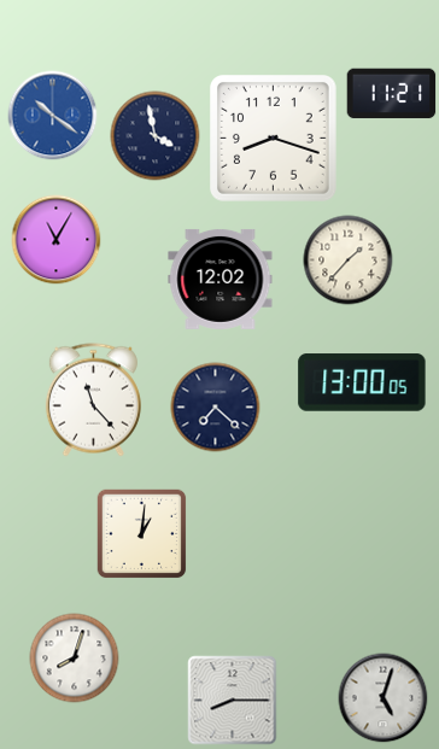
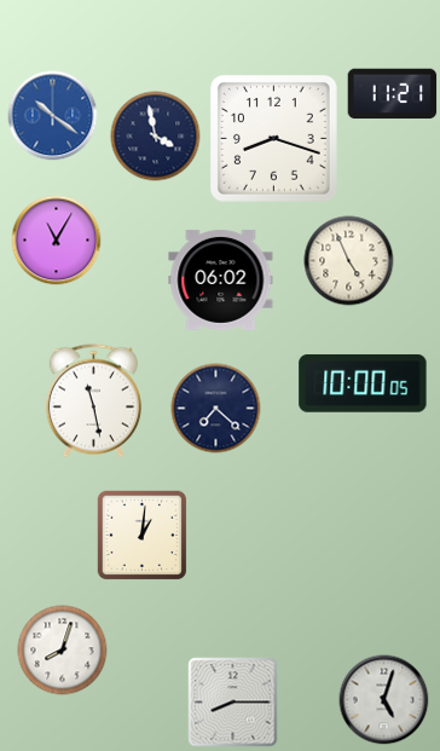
clock at (349, 261): 1:37 -> 4:56
clock at (221, 279): 12:02 -> 06:02
clock at (362, 382): 13:00 -> 10:00
clock at (93, 400): 11:23 -> 11:28
clock at (75, 659) position: (75, 659) -> (63, 651)
